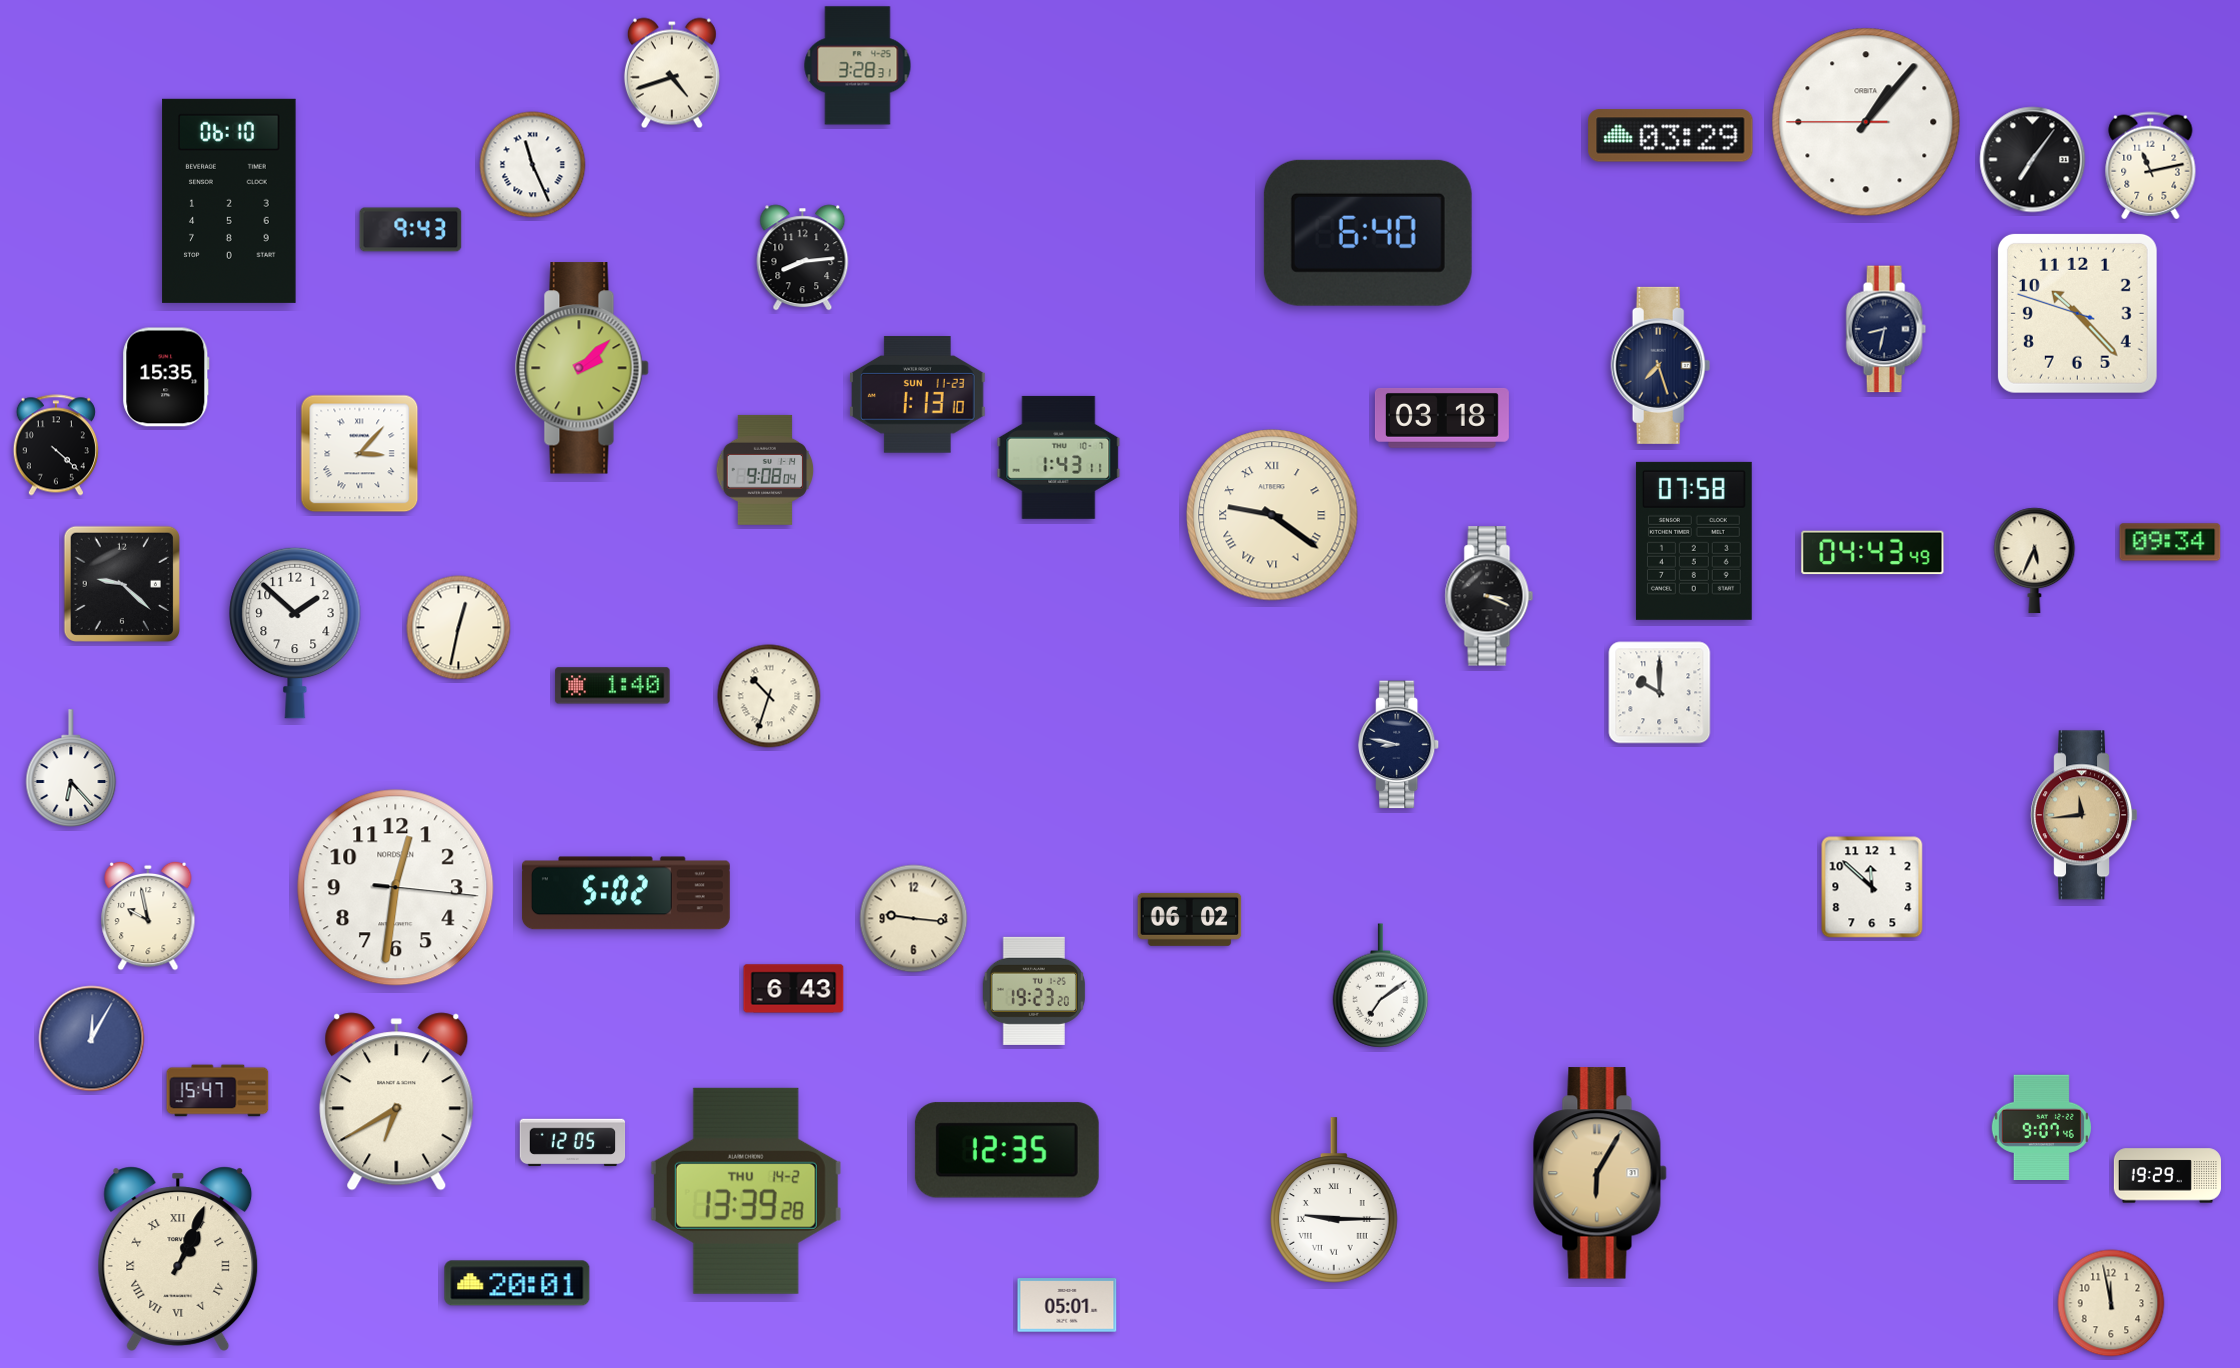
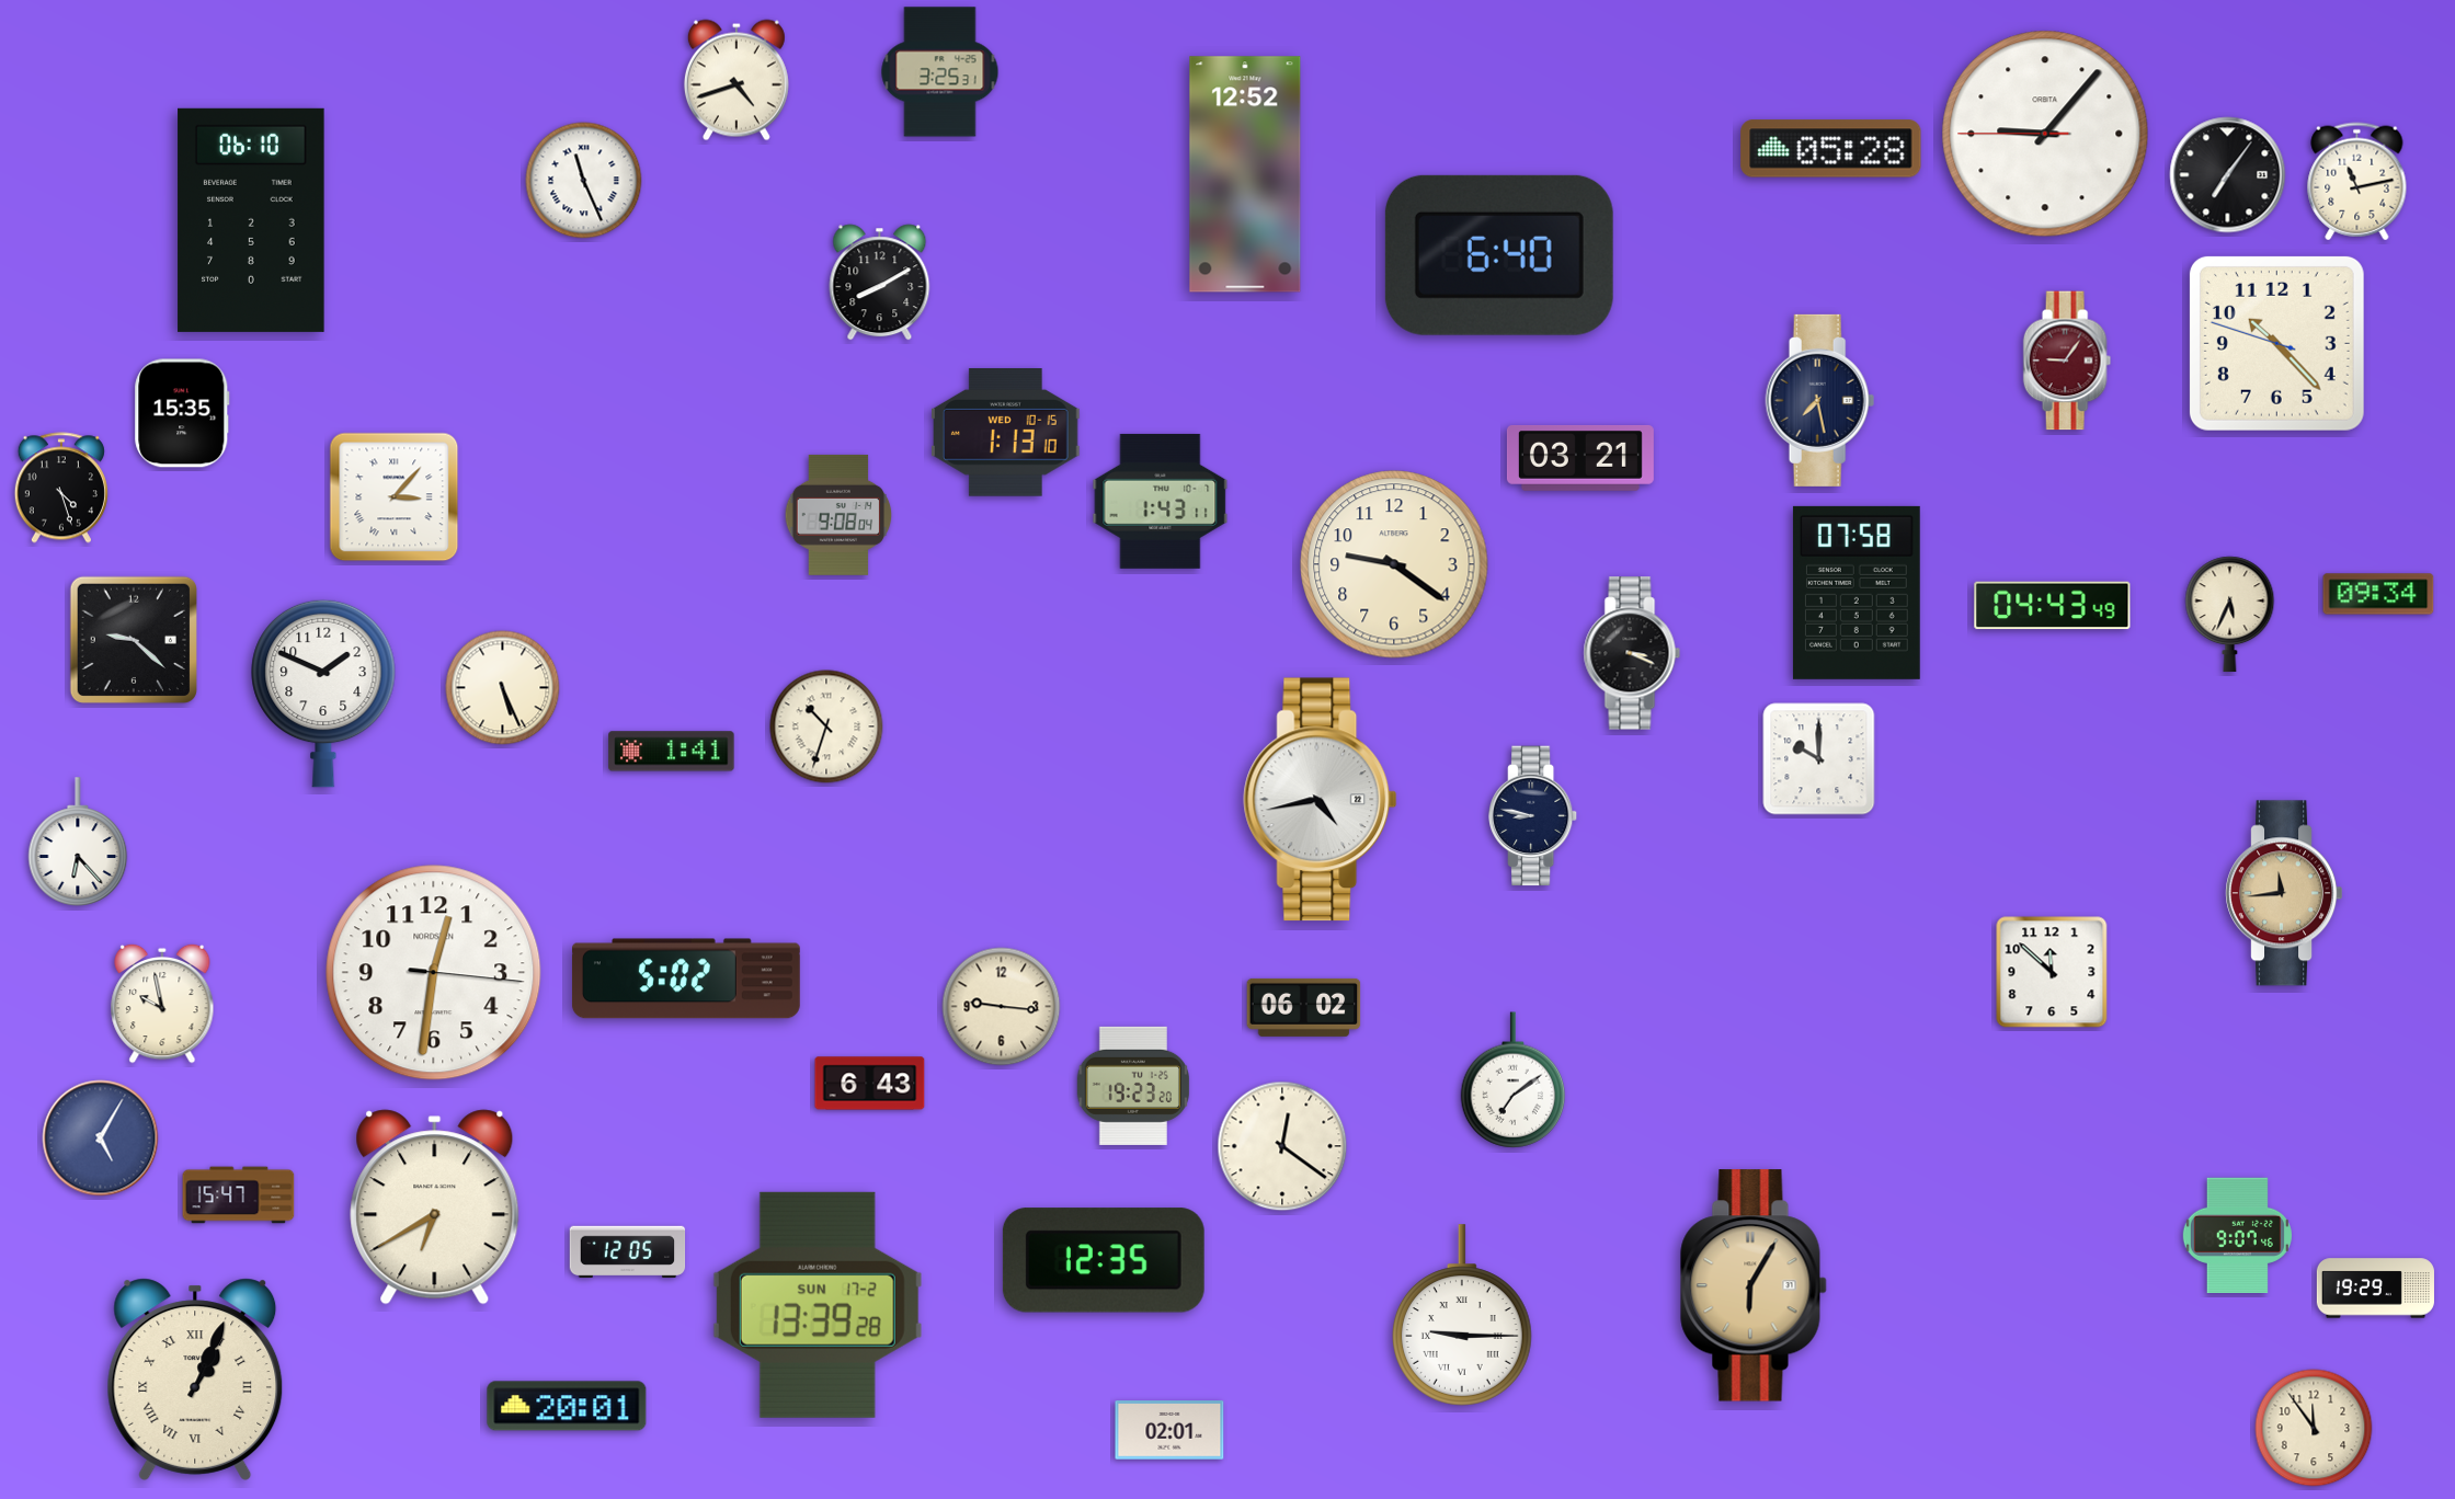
clock at (858, 66): 3:28 -> 3:25
clock at (1866, 122): 1:06 -> 9:06
clock at (1671, 136): 03:29 -> 05:28
clock at (1245, 174): none -> 12:52
clock at (411, 230): 9:43 -> none
clock at (803, 258): 8:14 -> 8:10
clock at (1886, 329): 8:32 -> 9:06
clock at (1886, 329) dial: navy -> burgundy
clock at (1661, 365): 7:27 -> 7:28
clock at (582, 368): 2:08 -> none
clock at (918, 395) date: SUN 11-23 -> WED 10-15
clock at (1442, 418): 03:18 -> 03:21
clock at (56, 445): 4:22 -> 4:27
clock at (1272, 515) numerals: Roman -> Arabic
clock at (459, 628): 12:32 -> 5:26
clock at (295, 633): 1:52 -> 1:49
clock at (613, 686): 1:40 -> 1:41
clock at (769, 696) position: (769, 696) -> (826, 726)
clock at (1321, 800): none -> 4:43
clock at (92, 1039): 12:05 -> 5:05
clock at (1282, 1146): none -> 12:21
clock at (746, 1191) date: THU 14-2 -> SUN 17-2
clock at (2111, 1303): 11:58 -> 11:54
clock at (1067, 1305): 05:01 -> 02:01
